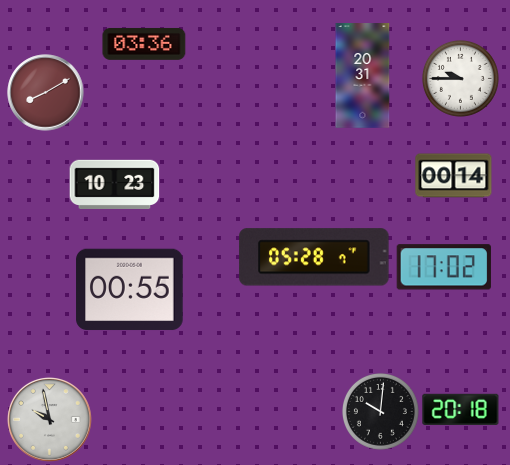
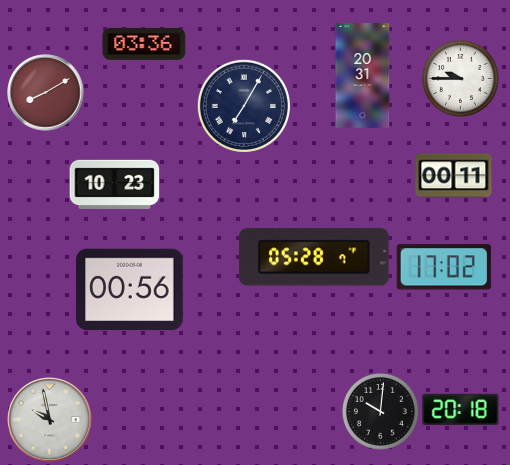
clock at (244, 106): none -> 7:05
clock at (454, 176): 00:14 -> 00:11
clock at (130, 290): 00:55 -> 00:56
